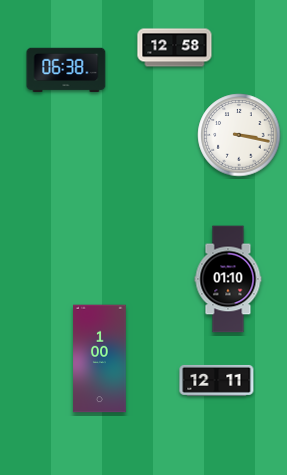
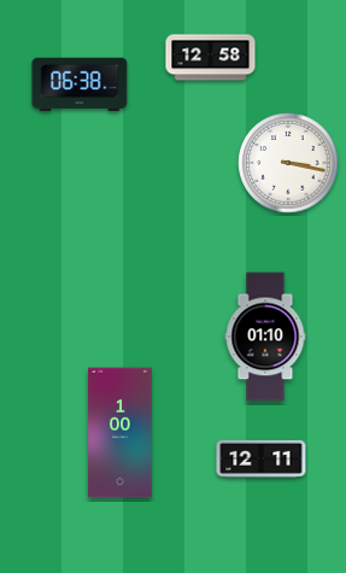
clock at (228, 279) position: (228, 279) -> (265, 337)
